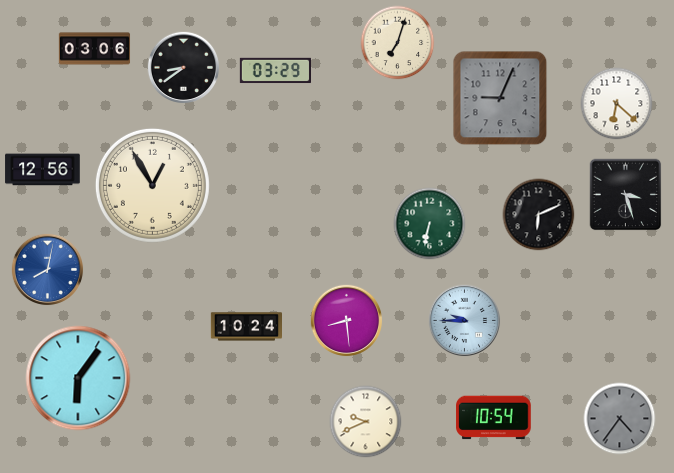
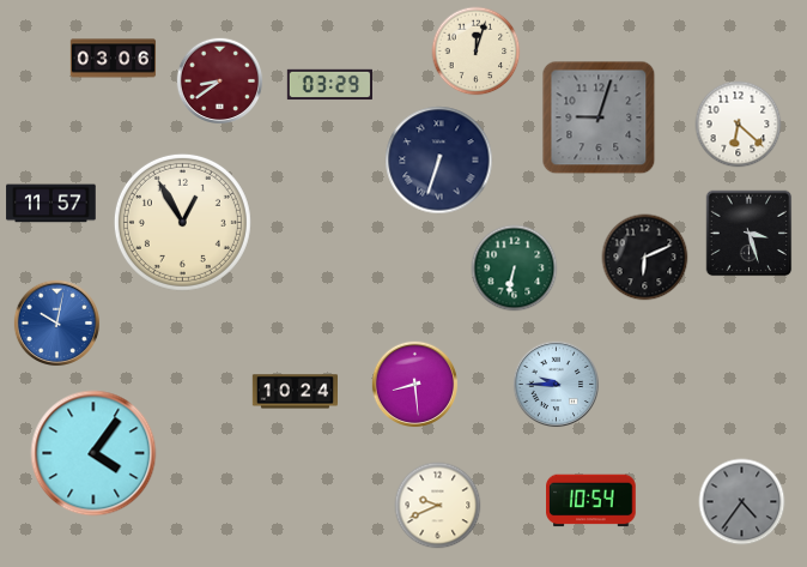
clock at (398, 43): 7:03 -> 12:03
clock at (184, 68) dial: black -> burgundy
clock at (500, 98): 9:04 -> 9:03
clock at (439, 161): none -> 6:33
clock at (43, 170): 12:56 -> 11:57
clock at (48, 270): 8:02 -> 10:02
clock at (78, 378): 6:06 -> 4:06
